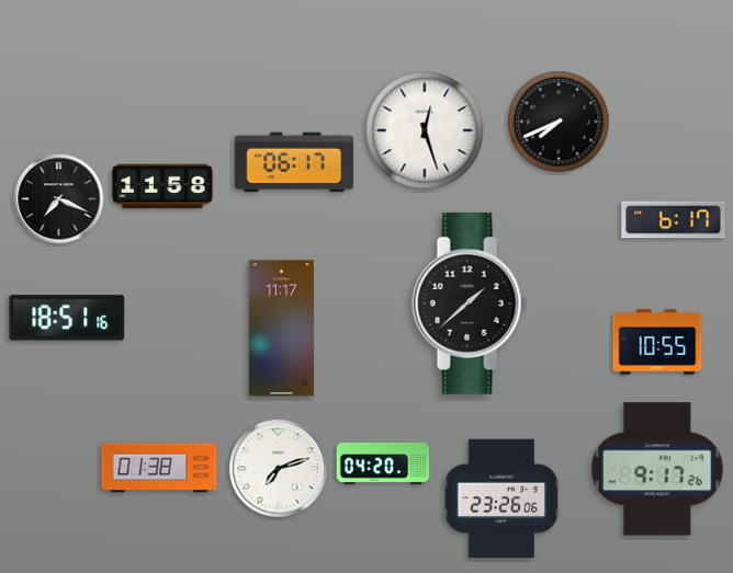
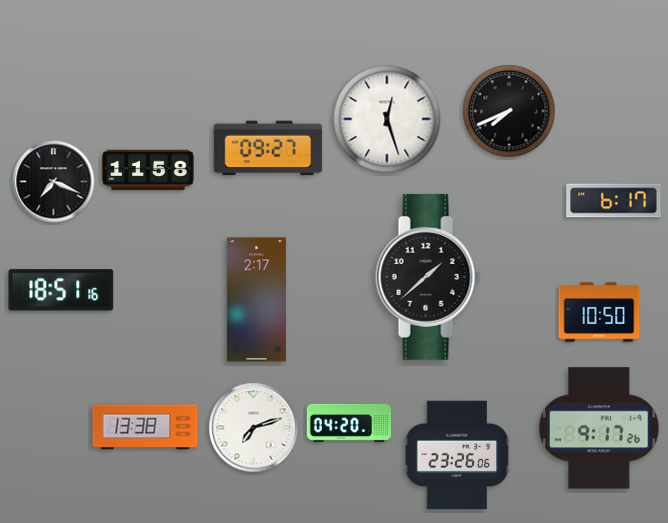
clock at (294, 162): 06:17 -> 09:27
clock at (281, 329): 11:17 -> 2:17
clock at (657, 342): 10:55 -> 10:50
clock at (159, 468): 01:38 -> 13:38
